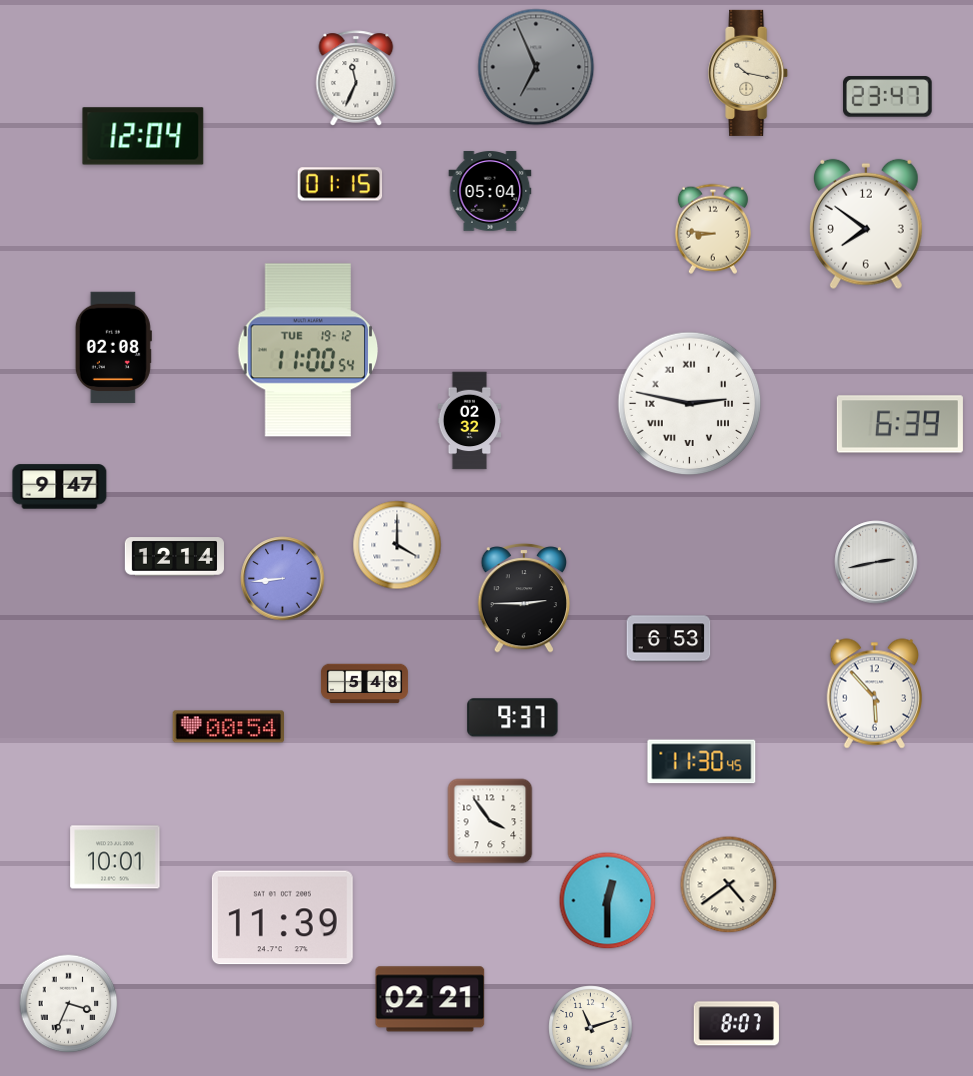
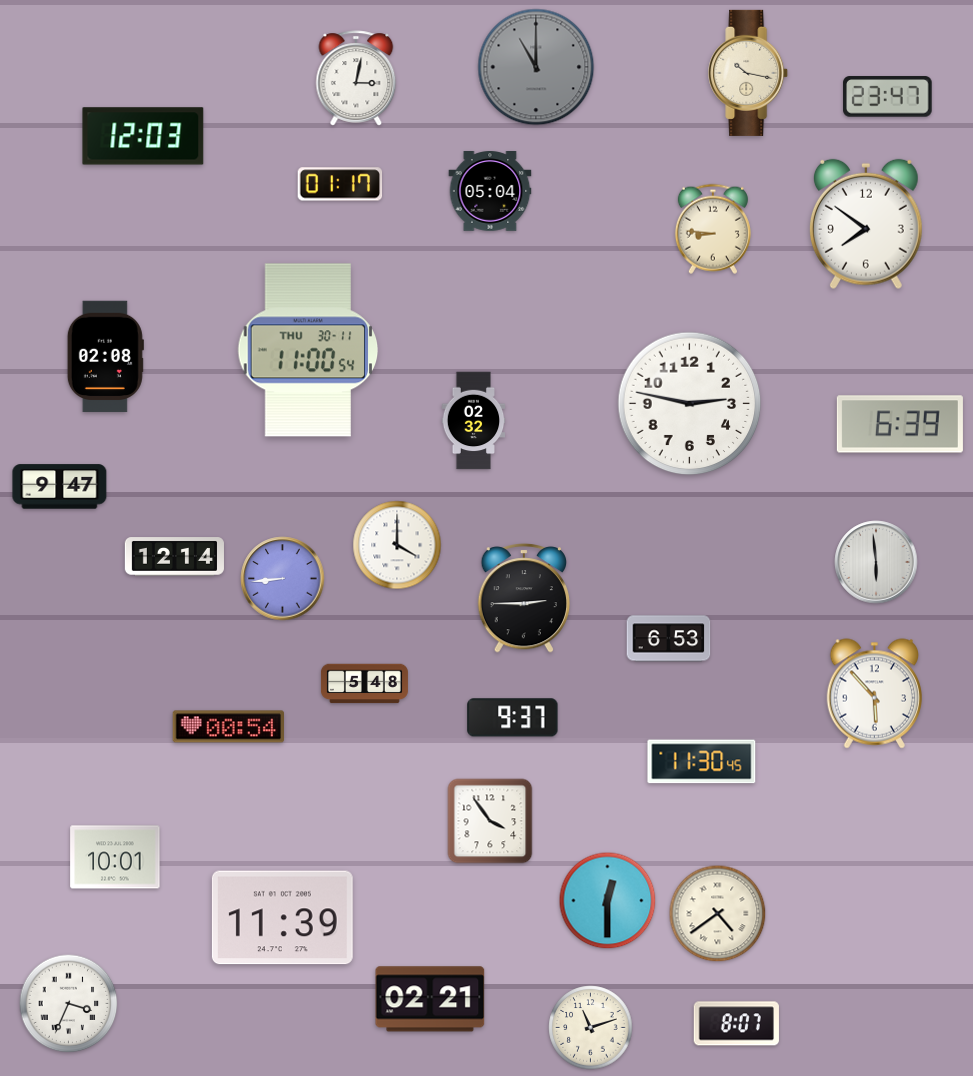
clock at (536, 67): 6:56 -> 11:00
clock at (356, 78): 11:34 -> 3:02
clock at (143, 136): 12:04 -> 12:03
clock at (340, 184): 01:15 -> 01:17
clock at (113, 348) position: (113, 348) -> (105, 357)
clock at (308, 350) date: TUE 19-12 -> THU 30-11
clock at (690, 404) numerals: Roman -> Arabic
clock at (470, 421) position: (470, 421) -> (474, 421)
clock at (876, 562): 2:43 -> 5:59
clock at (729, 885) position: (729, 885) -> (718, 914)
